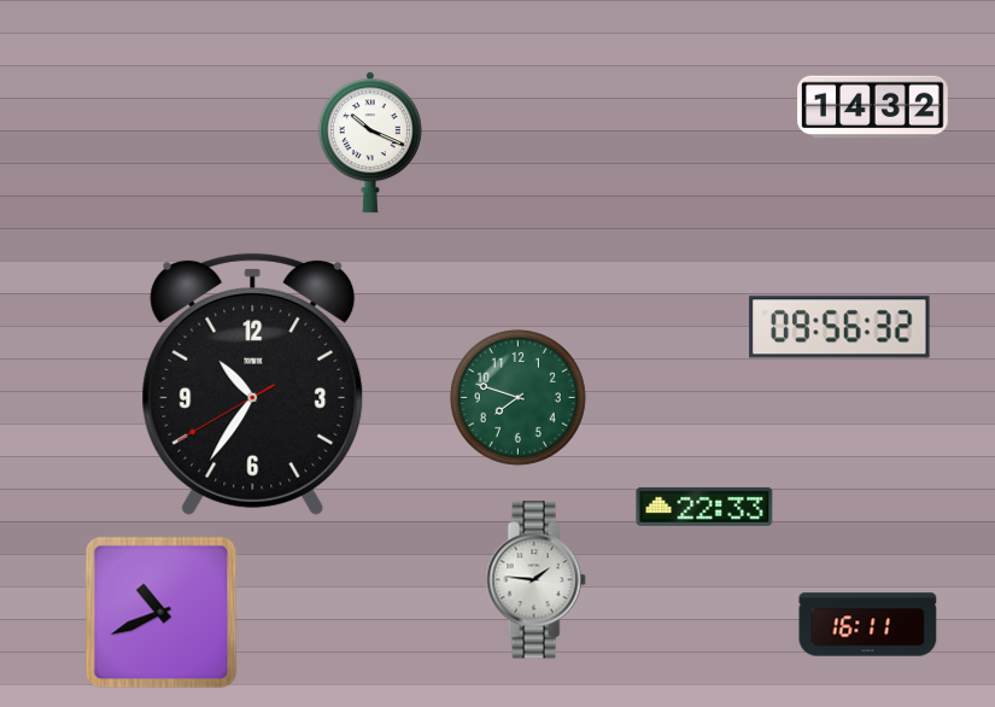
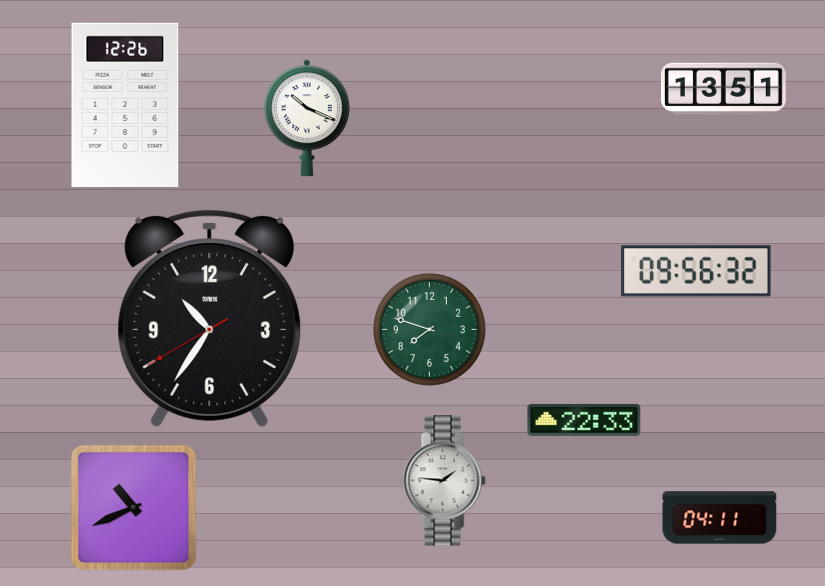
clock at (873, 107): 14:32 -> 13:51
clock at (125, 104): none -> 12:26
clock at (868, 625): 16:11 -> 04:11
